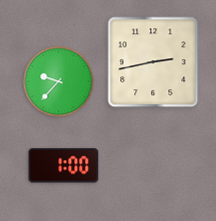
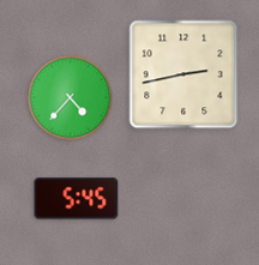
clock at (59, 82): 9:37 -> 4:37
clock at (64, 166): 1:00 -> 5:45
